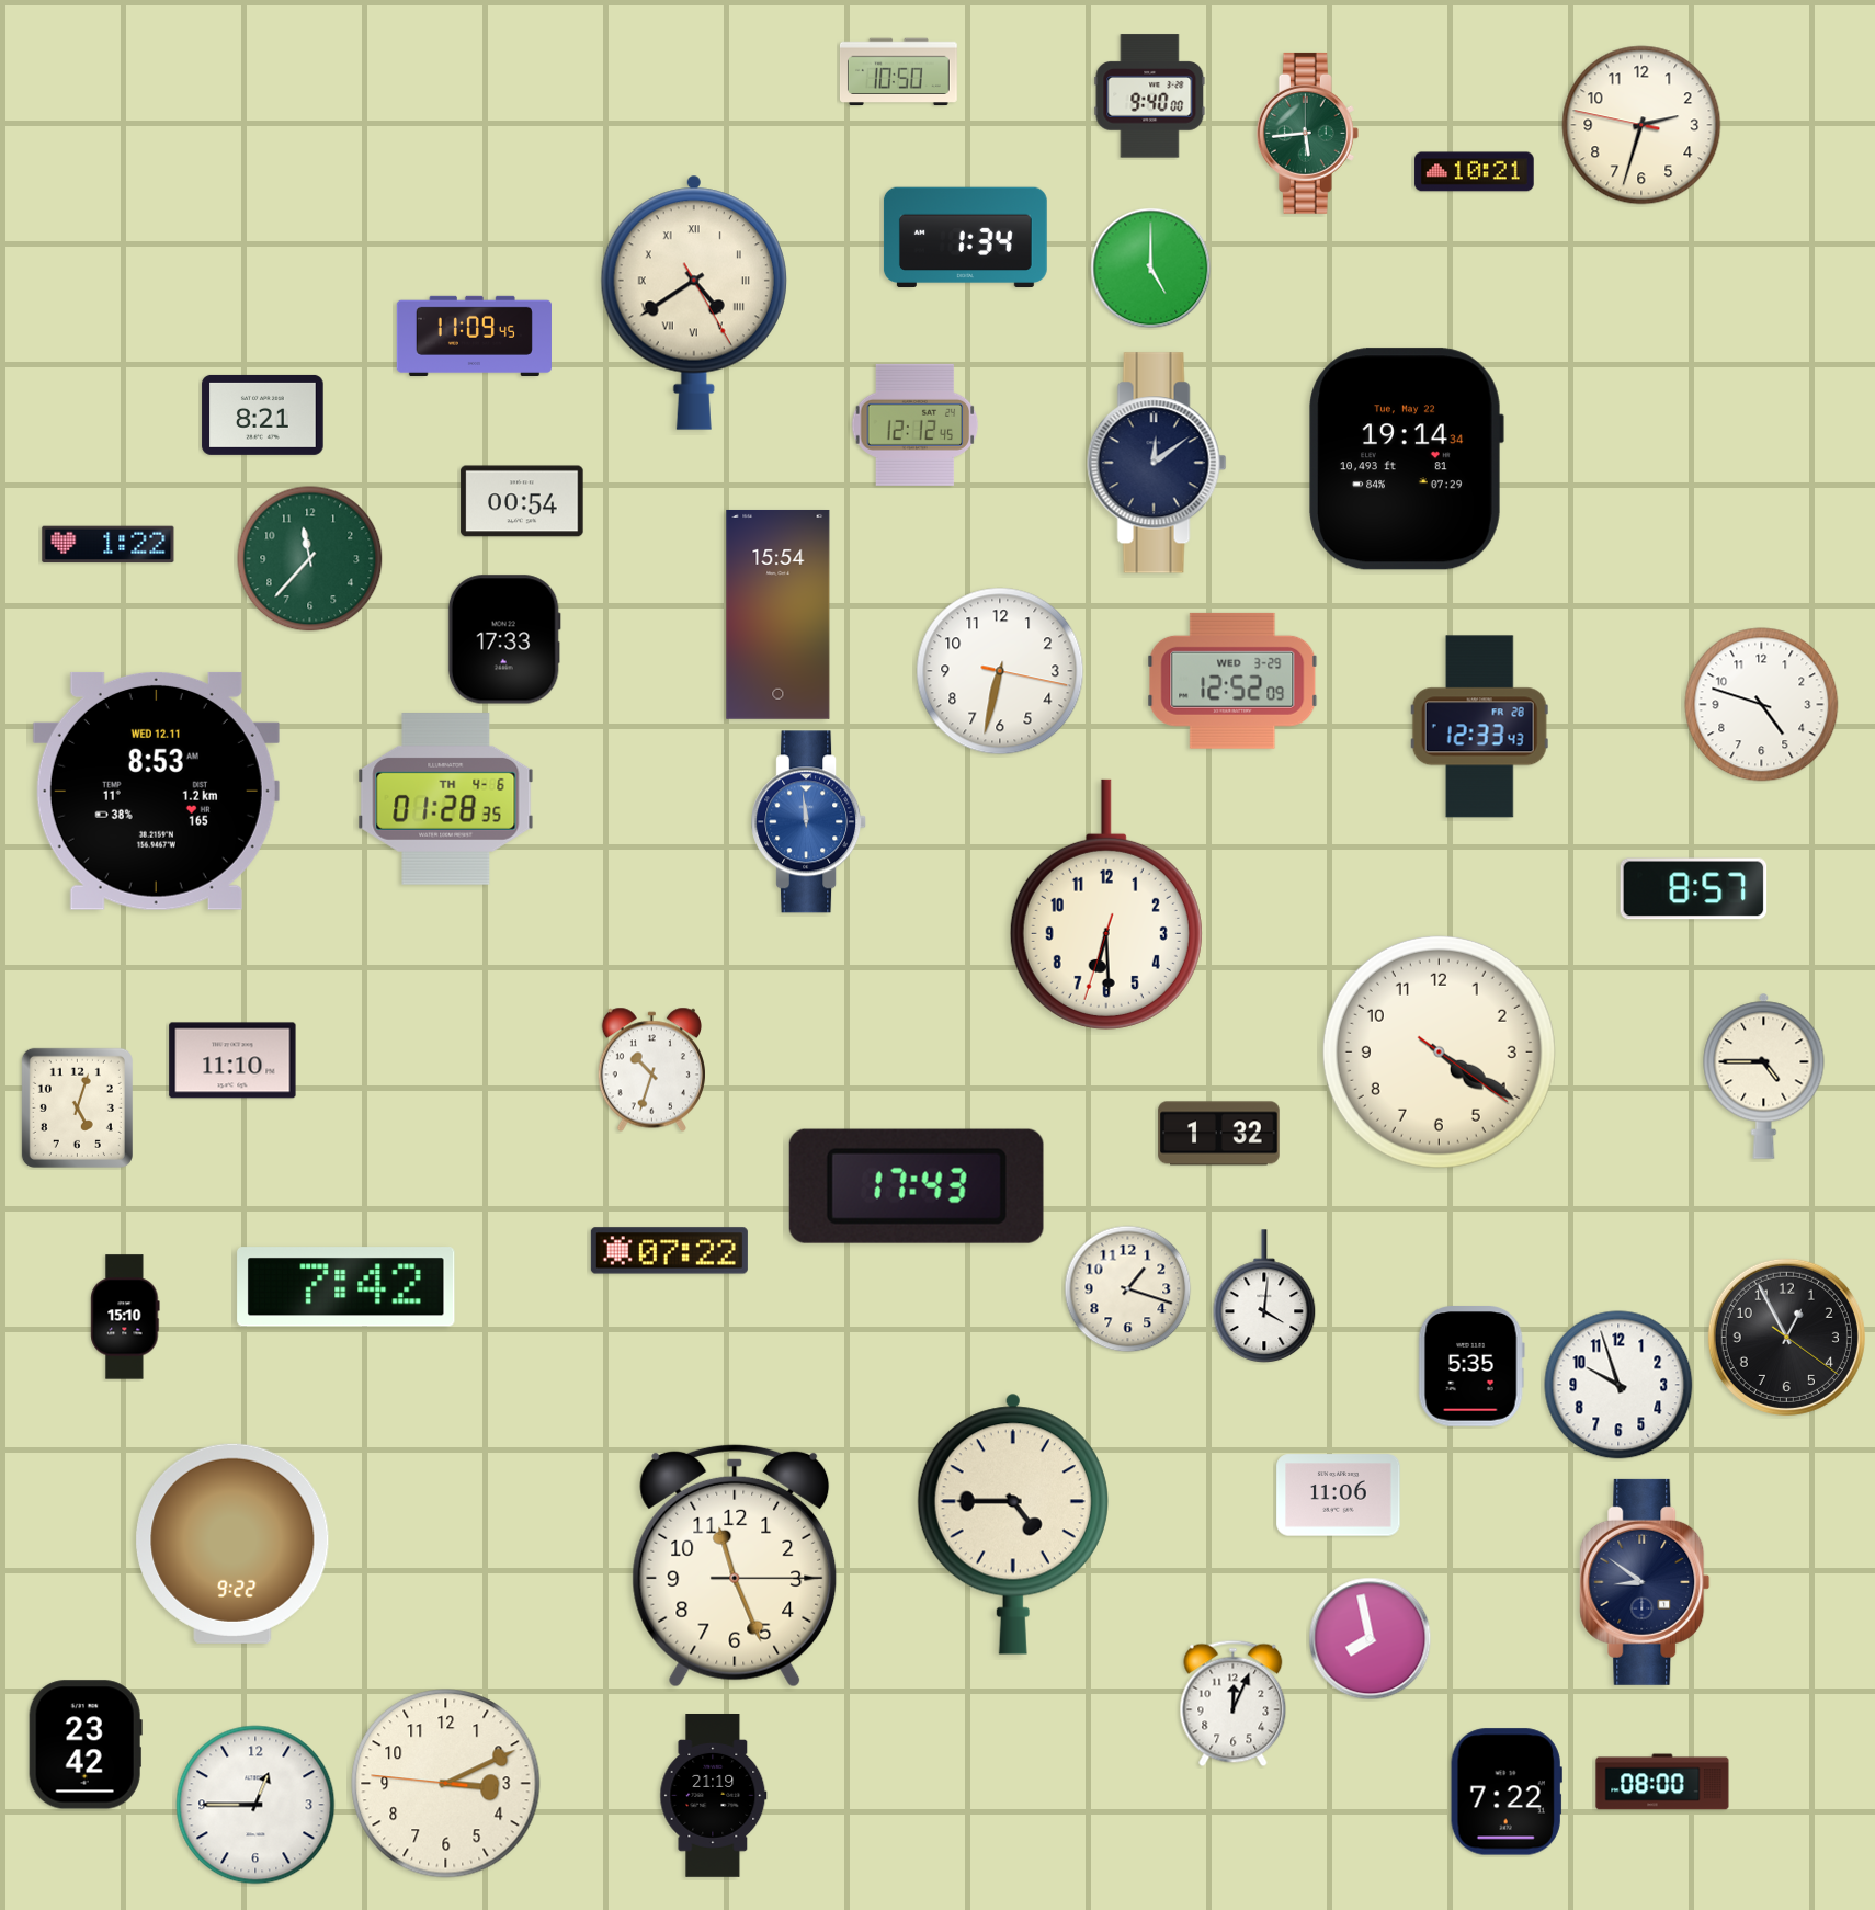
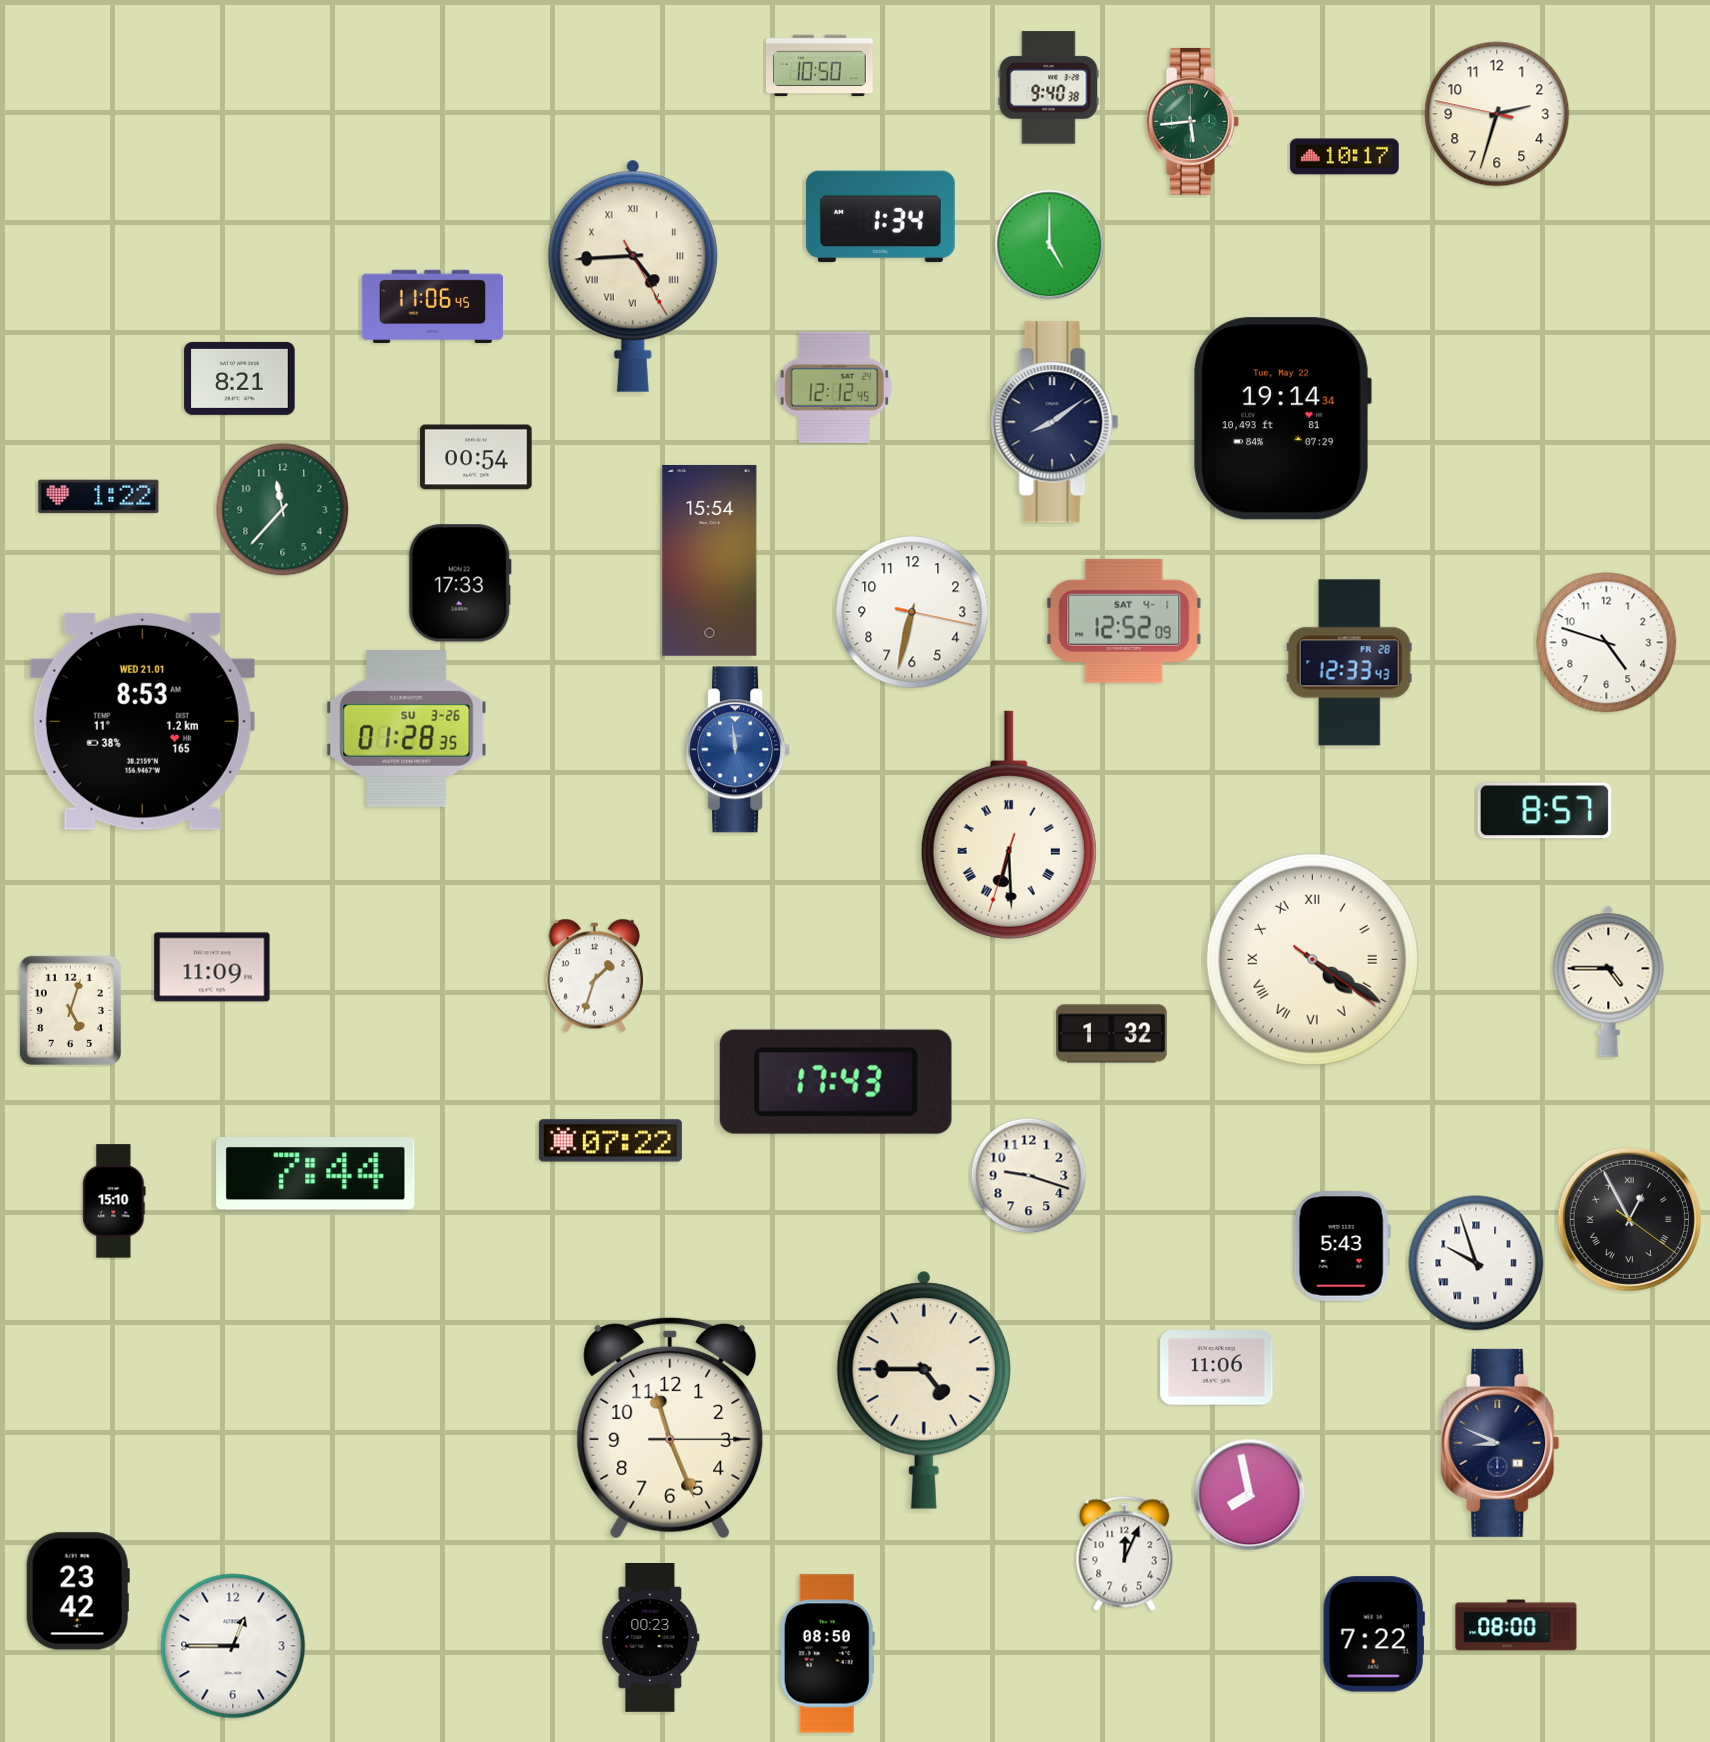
clock at (1150, 96): 9:40:00 -> 9:40:38
clock at (1475, 172): 10:21 -> 10:17
clock at (694, 303): 4:39 -> 4:44
clock at (474, 336): 11:09 -> 11:06
clock at (1157, 463): 12:09 -> 8:09
clock at (1232, 681) date: WED 3-29 -> SAT 4-1
clock at (156, 791) date: WED 12.11 -> WED 21.01
clock at (446, 799) date: TH 4-6 -> SU 3-26
clock at (1106, 905) numerals: Arabic -> Roman
clock at (1439, 1051) numerals: Arabic -> Roman
clock at (232, 1060): 11:10 -> 11:09
clock at (651, 1070): 10:33 -> 1:33
clock at (346, 1287): 7:42 -> 7:44
clock at (1128, 1289): 1:18 -> 9:18
clock at (1264, 1296): 4:01 -> none
clock at (1786, 1337) numerals: Arabic -> Roman
clock at (1471, 1367): 5:35 -> 5:43
clock at (1618, 1385) numerals: Arabic -> Roman
clock at (1339, 1496) position: (1339, 1496) -> (1217, 1368)
clock at (232, 1544): 9:22 -> none
clock at (1645, 1582): 8:51 -> 8:49
clock at (446, 1784): 3:10 -> none
clock at (714, 1796): 21:19 -> 00:23
clock at (827, 1654): none -> 08:50
